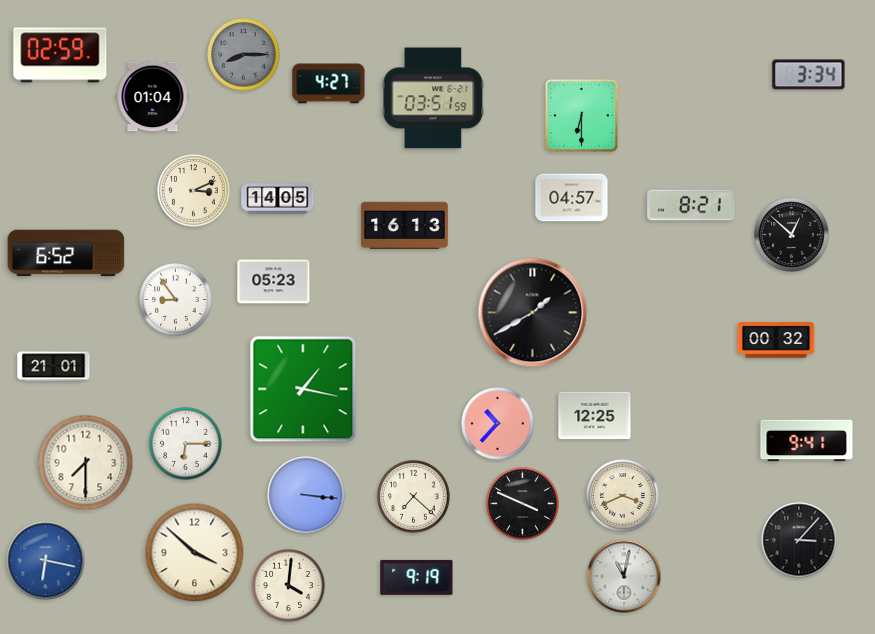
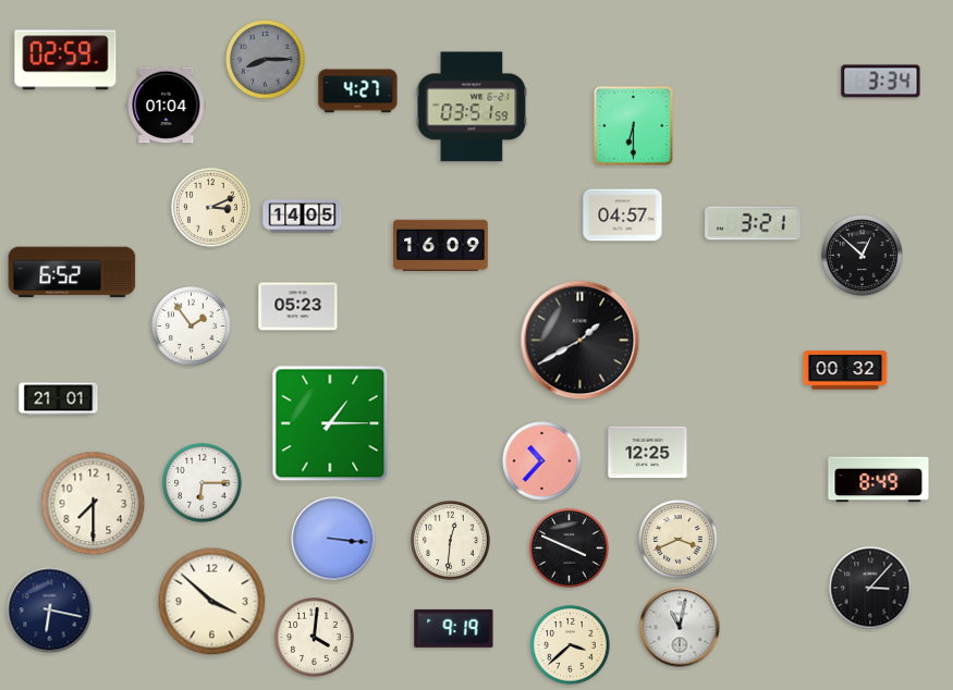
clock at (691, 205): 8:21 -> 3:21
clock at (405, 226): 16:13 -> 16:09
clock at (66, 253) position: (66, 253) -> (72, 272)
clock at (176, 300): 8:54 -> 1:54
clock at (303, 389): 1:17 -> 1:15
clock at (807, 441): 9:41 -> 8:49
clock at (414, 497): 7:22 -> 12:31
clock at (46, 561) dial: blue -> navy
clock at (571, 645): none -> 3:38
